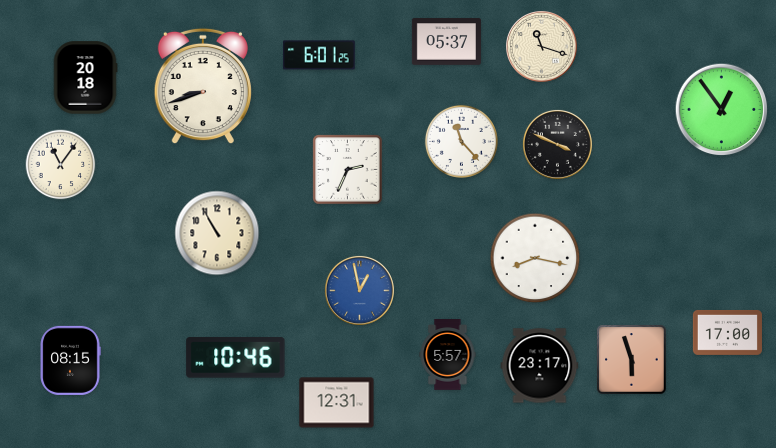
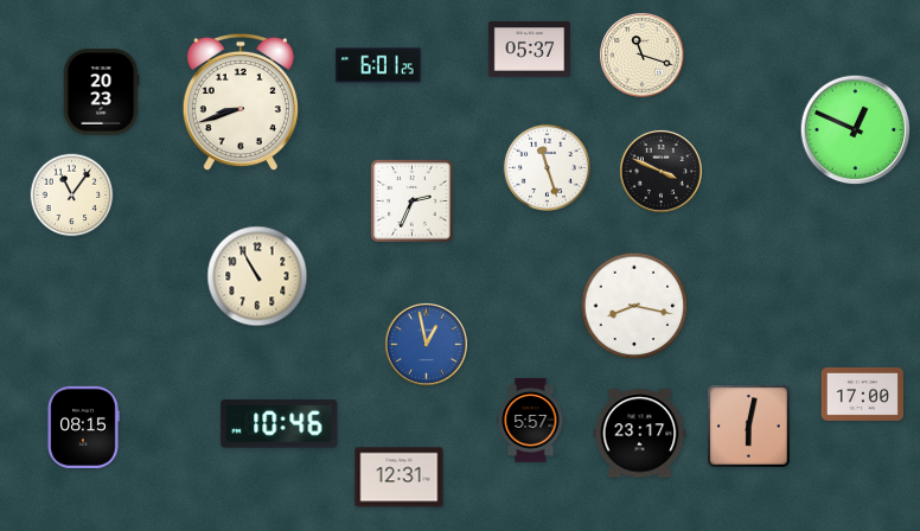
clock at (85, 78): 20:18 -> 20:23
clock at (722, 110): 12:54 -> 12:49
clock at (461, 141): 11:23 -> 11:27
clock at (632, 360): 5:57 -> 6:02
